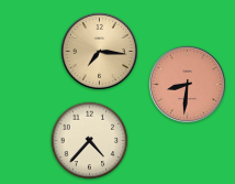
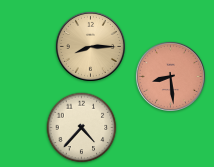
clock at (99, 51): 7:16 -> 8:15
clock at (187, 84): 8:31 -> 8:29
